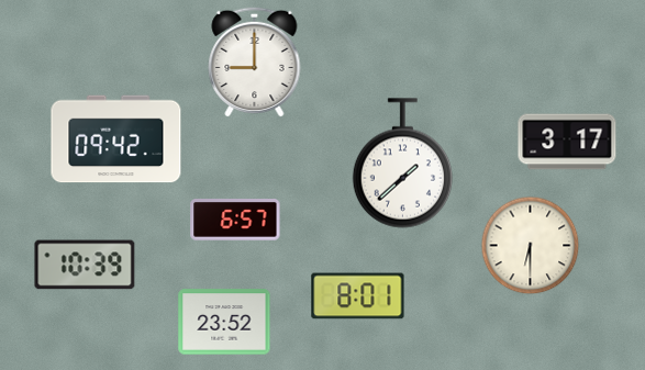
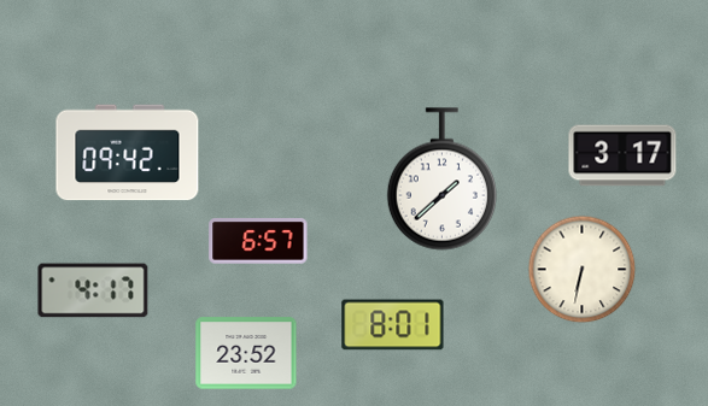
clock at (255, 61): 9:00 -> none
clock at (531, 246): 6:30 -> 6:32
clock at (85, 265): 10:39 -> 4:17
